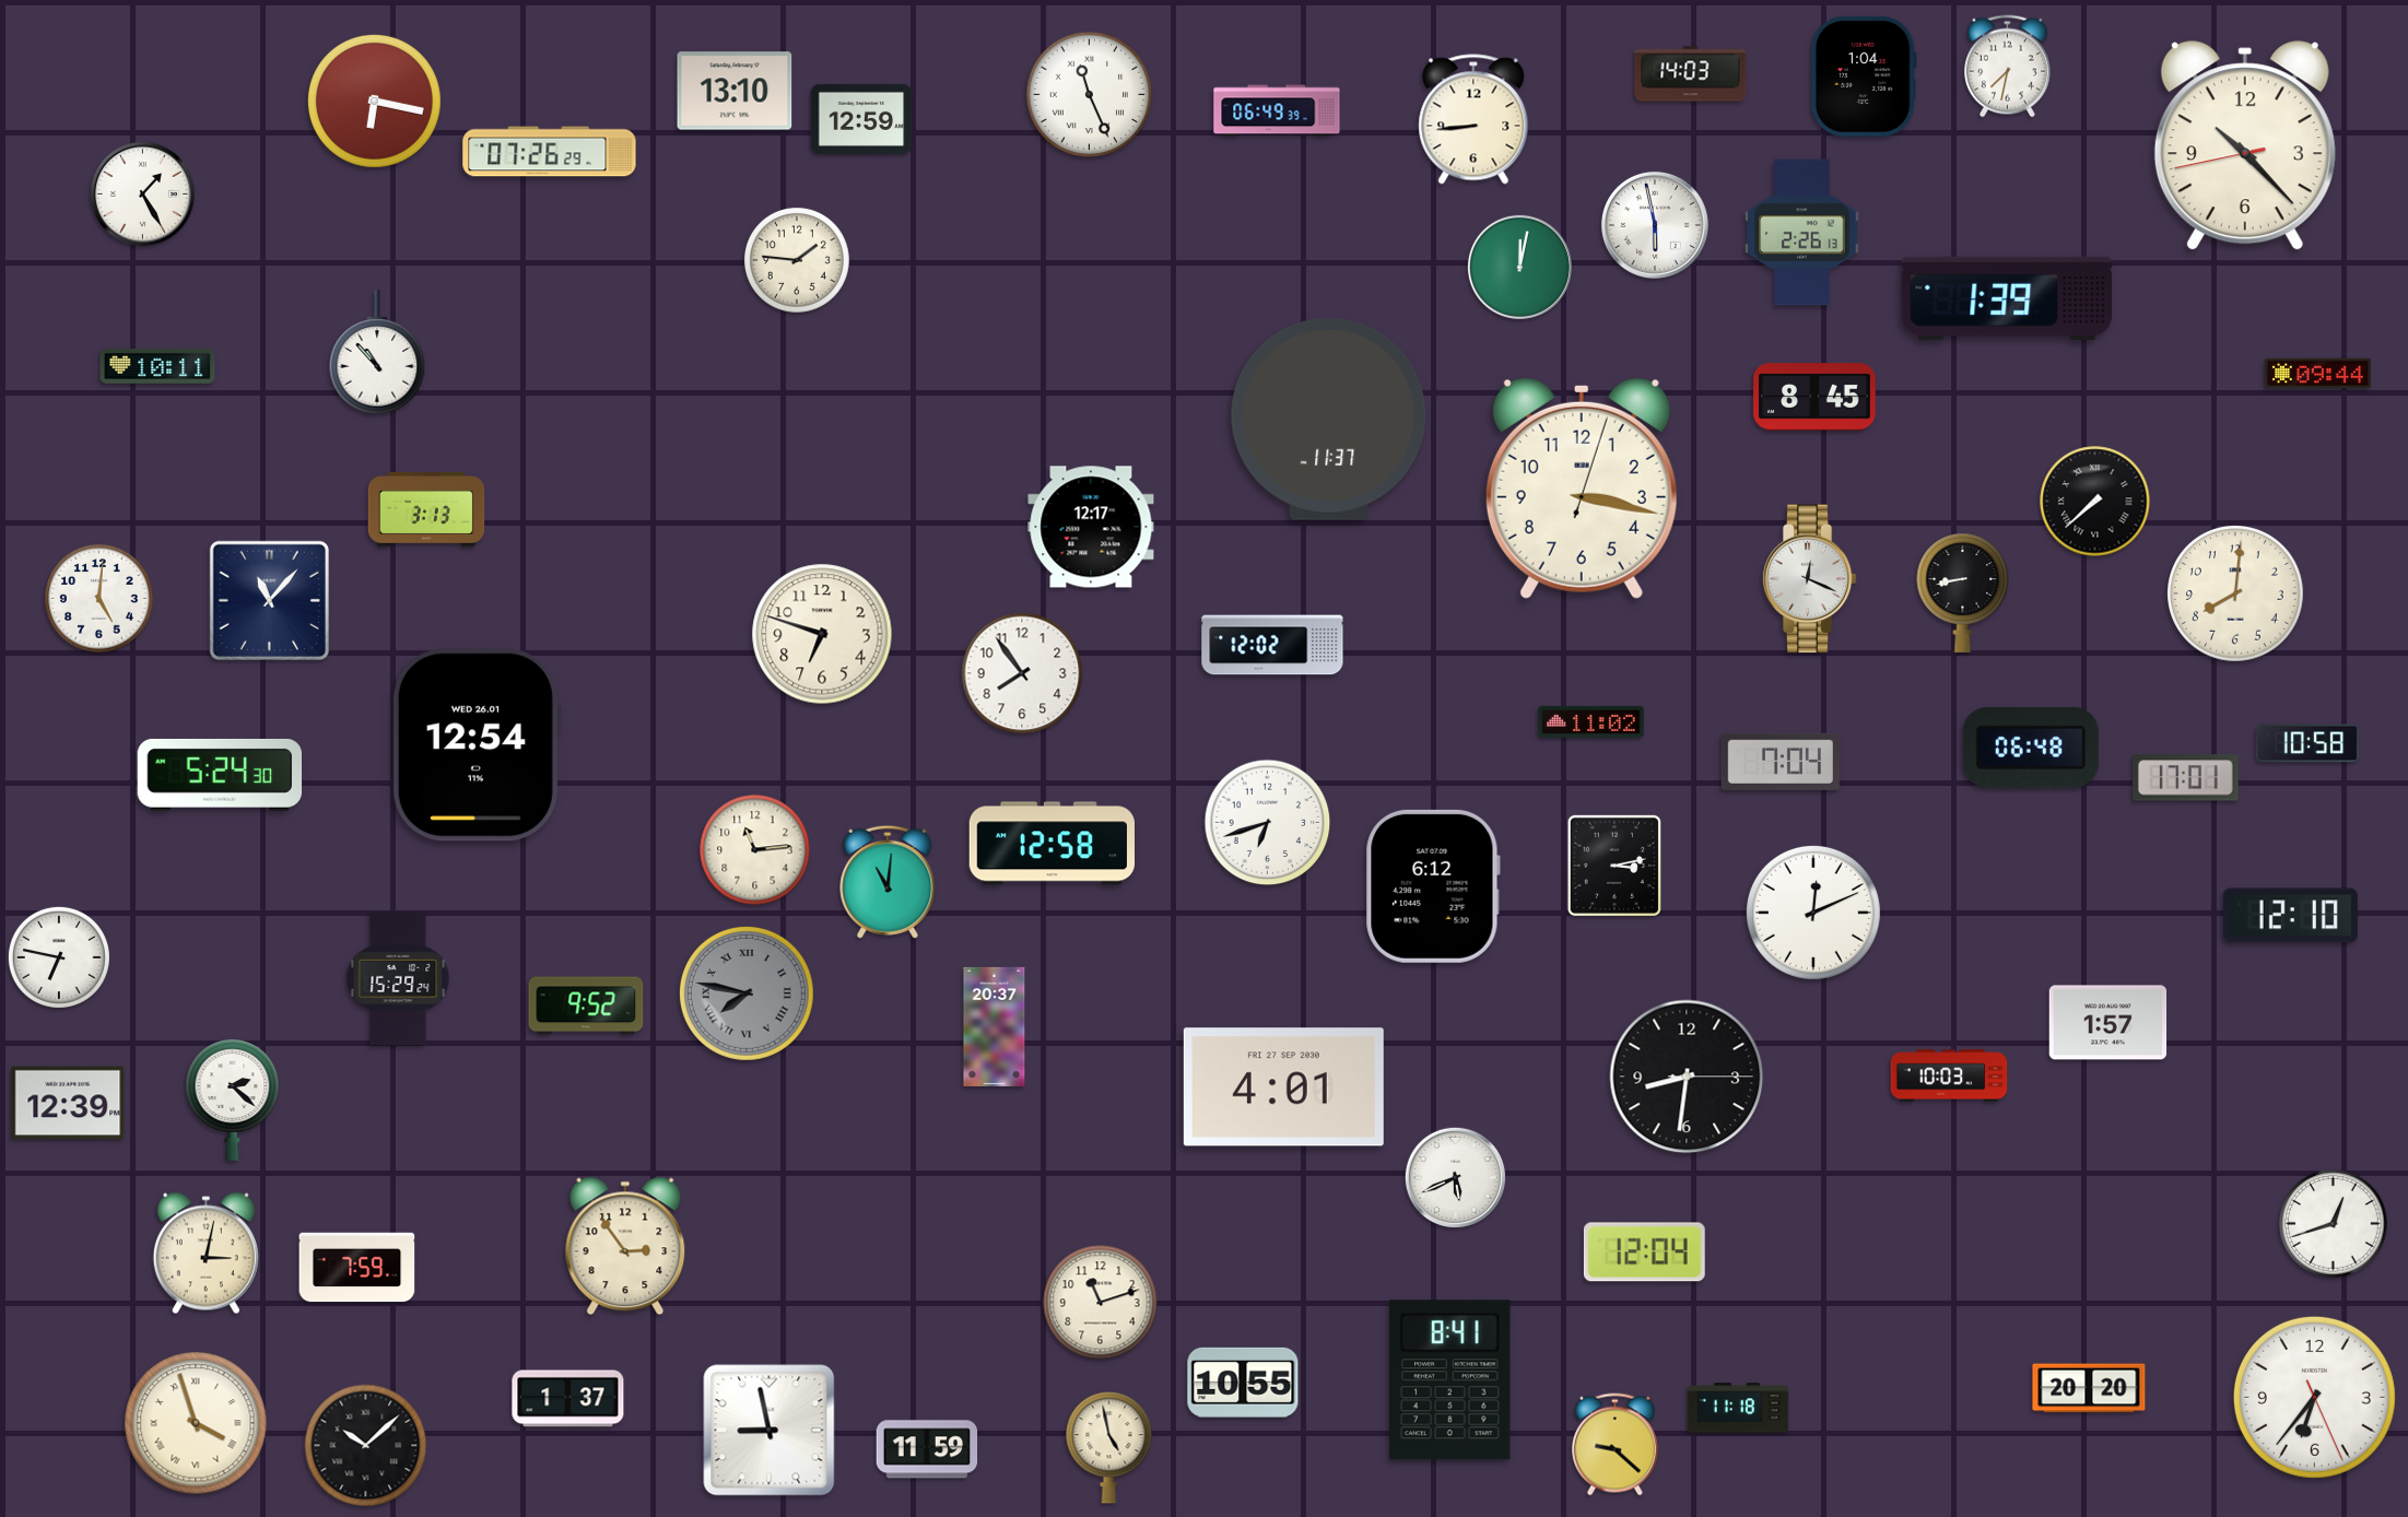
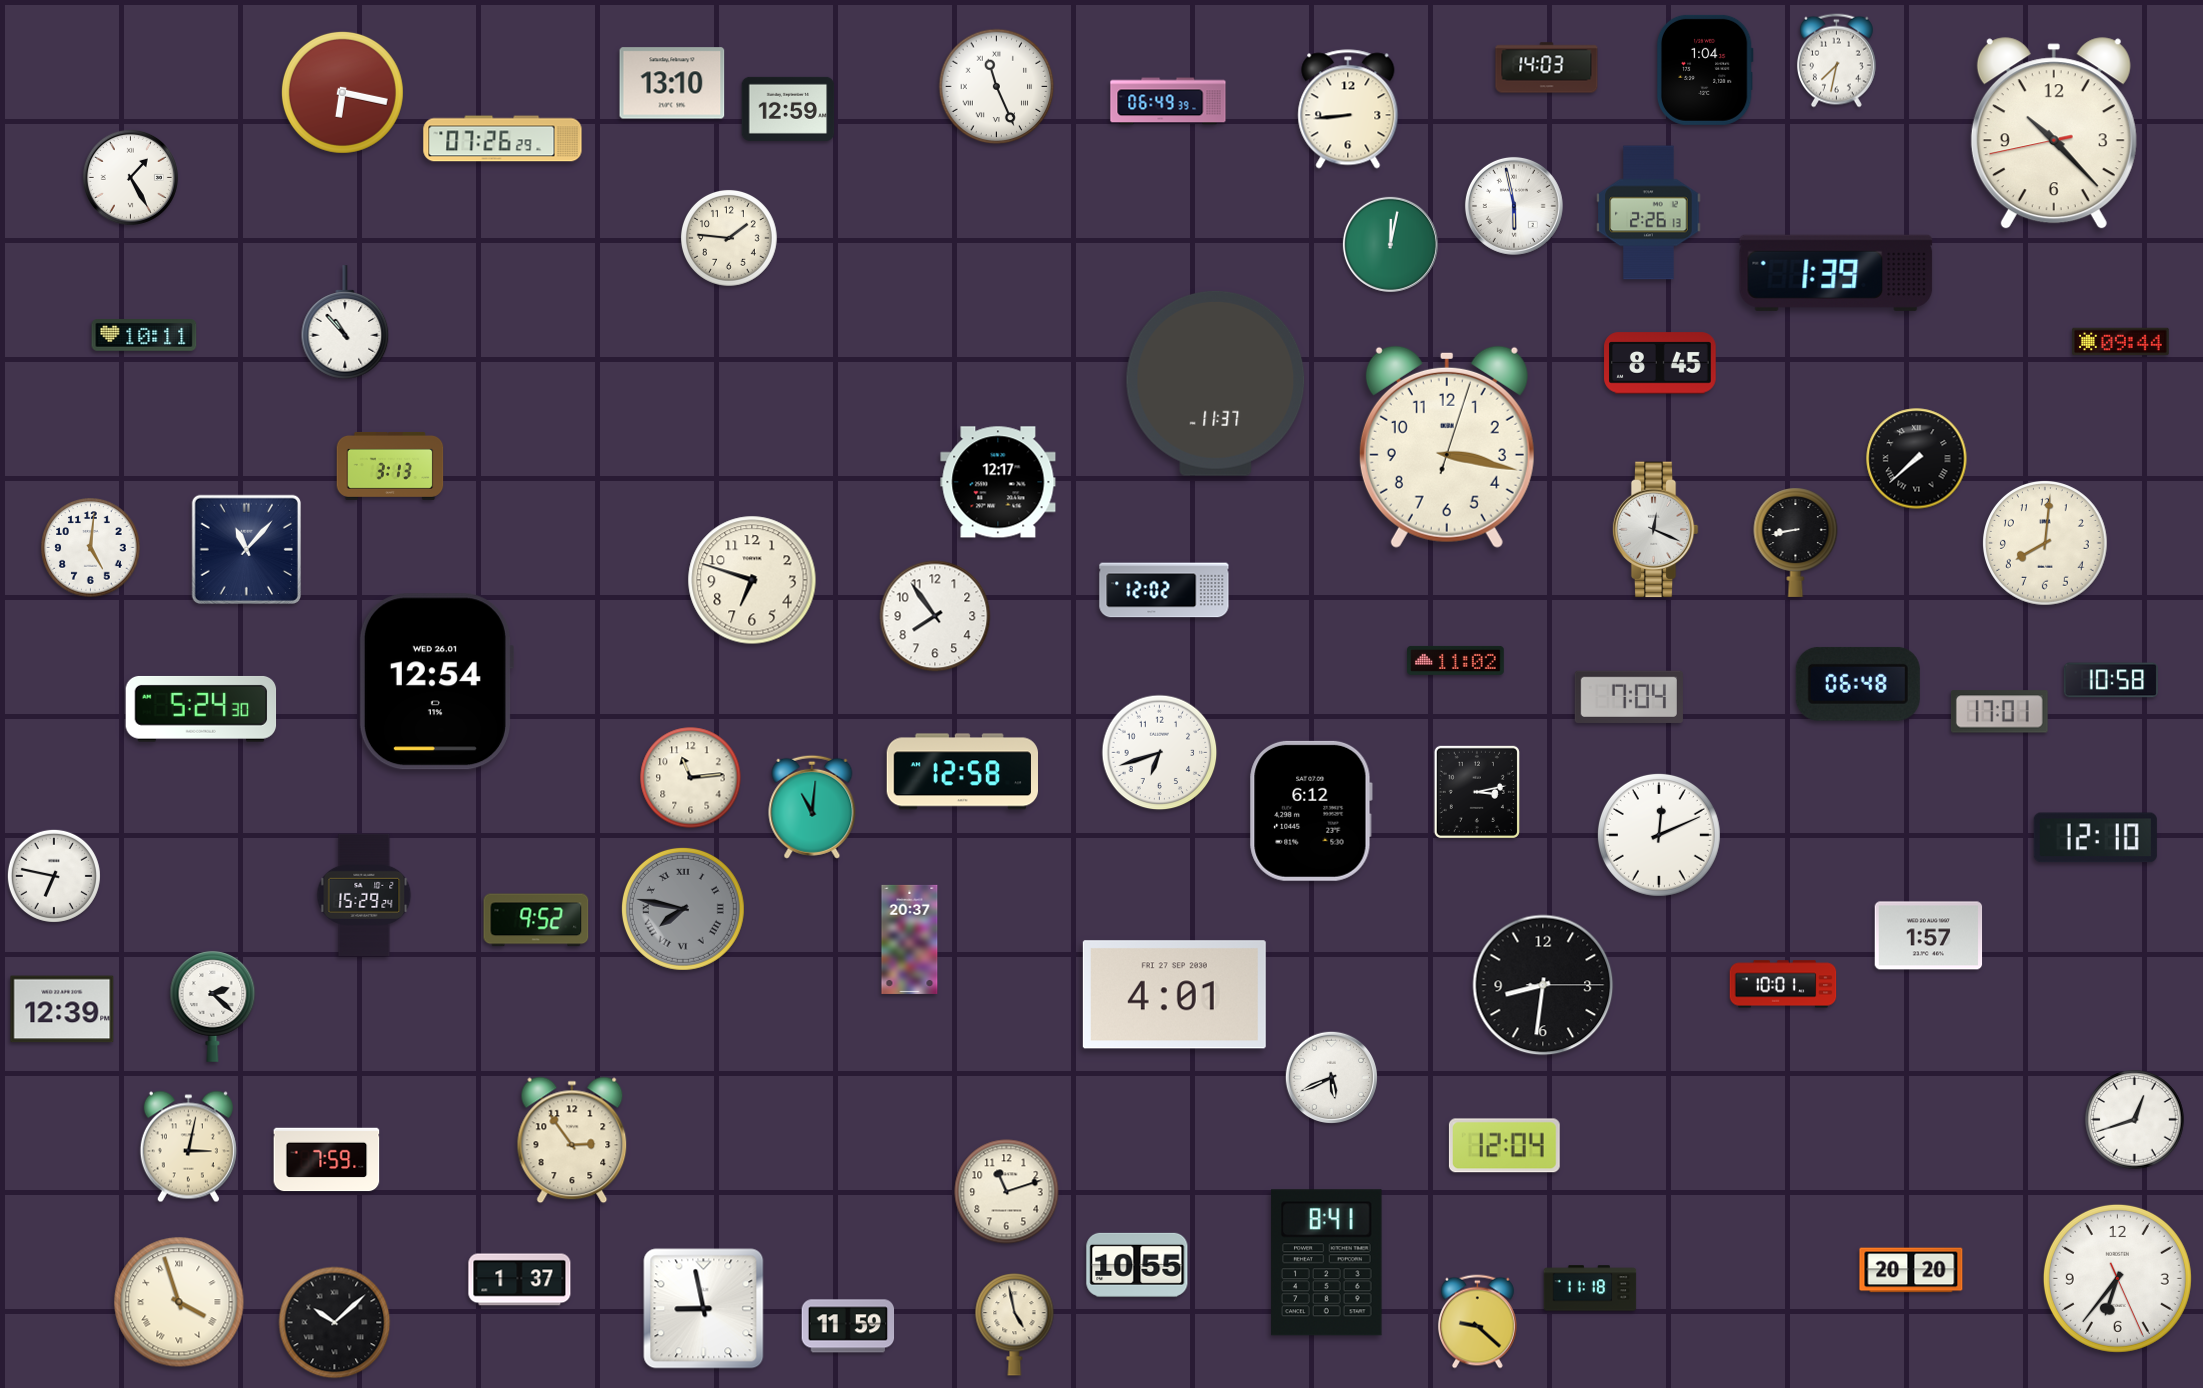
clock at (1949, 1075): 10:03 -> 10:01
